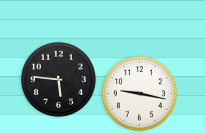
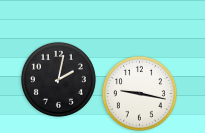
clock at (58, 79): 5:46 -> 2:02
